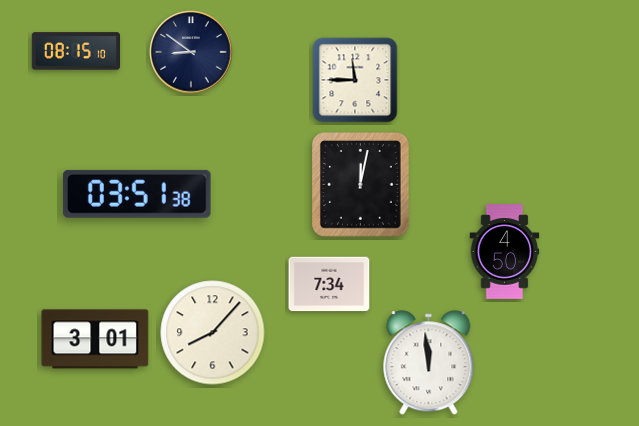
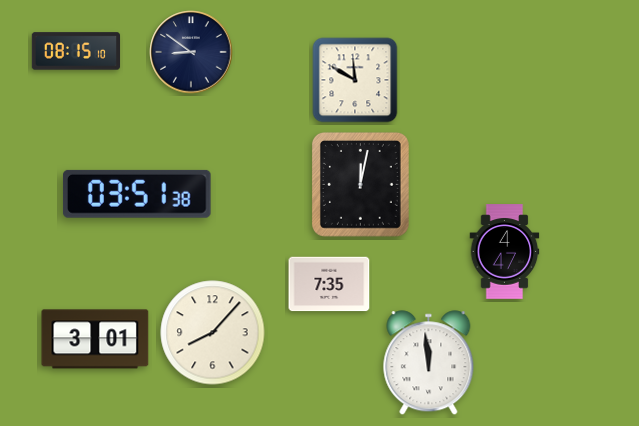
clock at (355, 80): 11:45 -> 11:50
clock at (505, 252): 4:50 -> 4:47
clock at (329, 284): 7:34 -> 7:35
